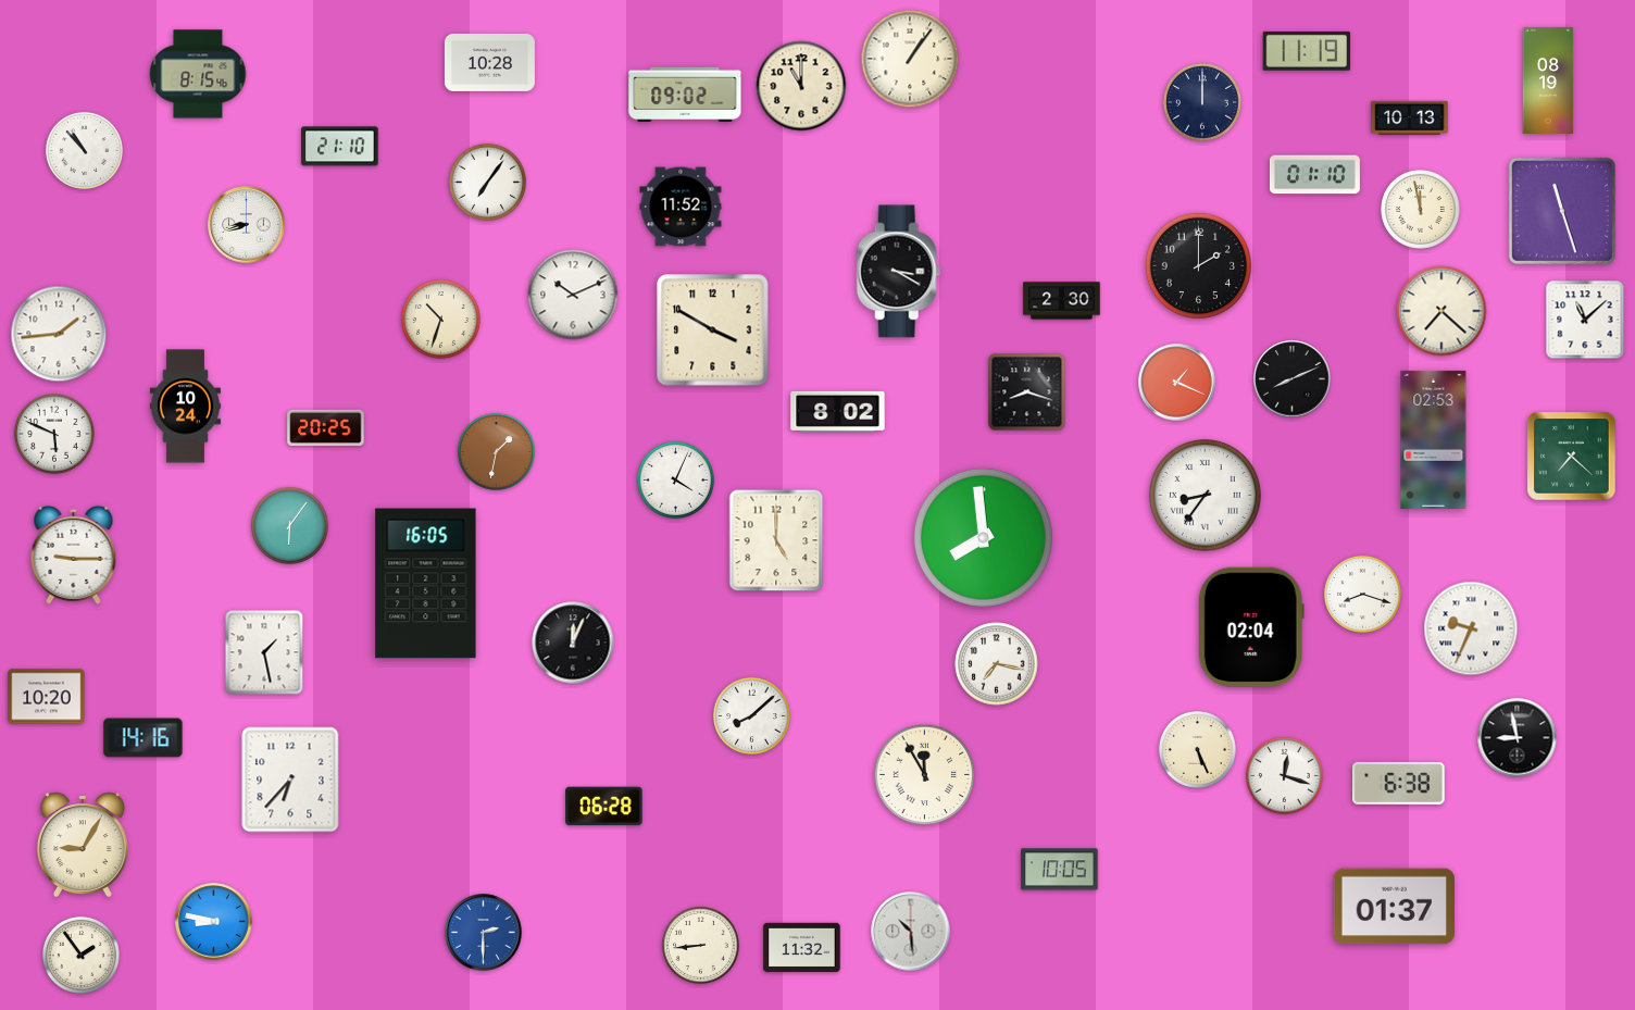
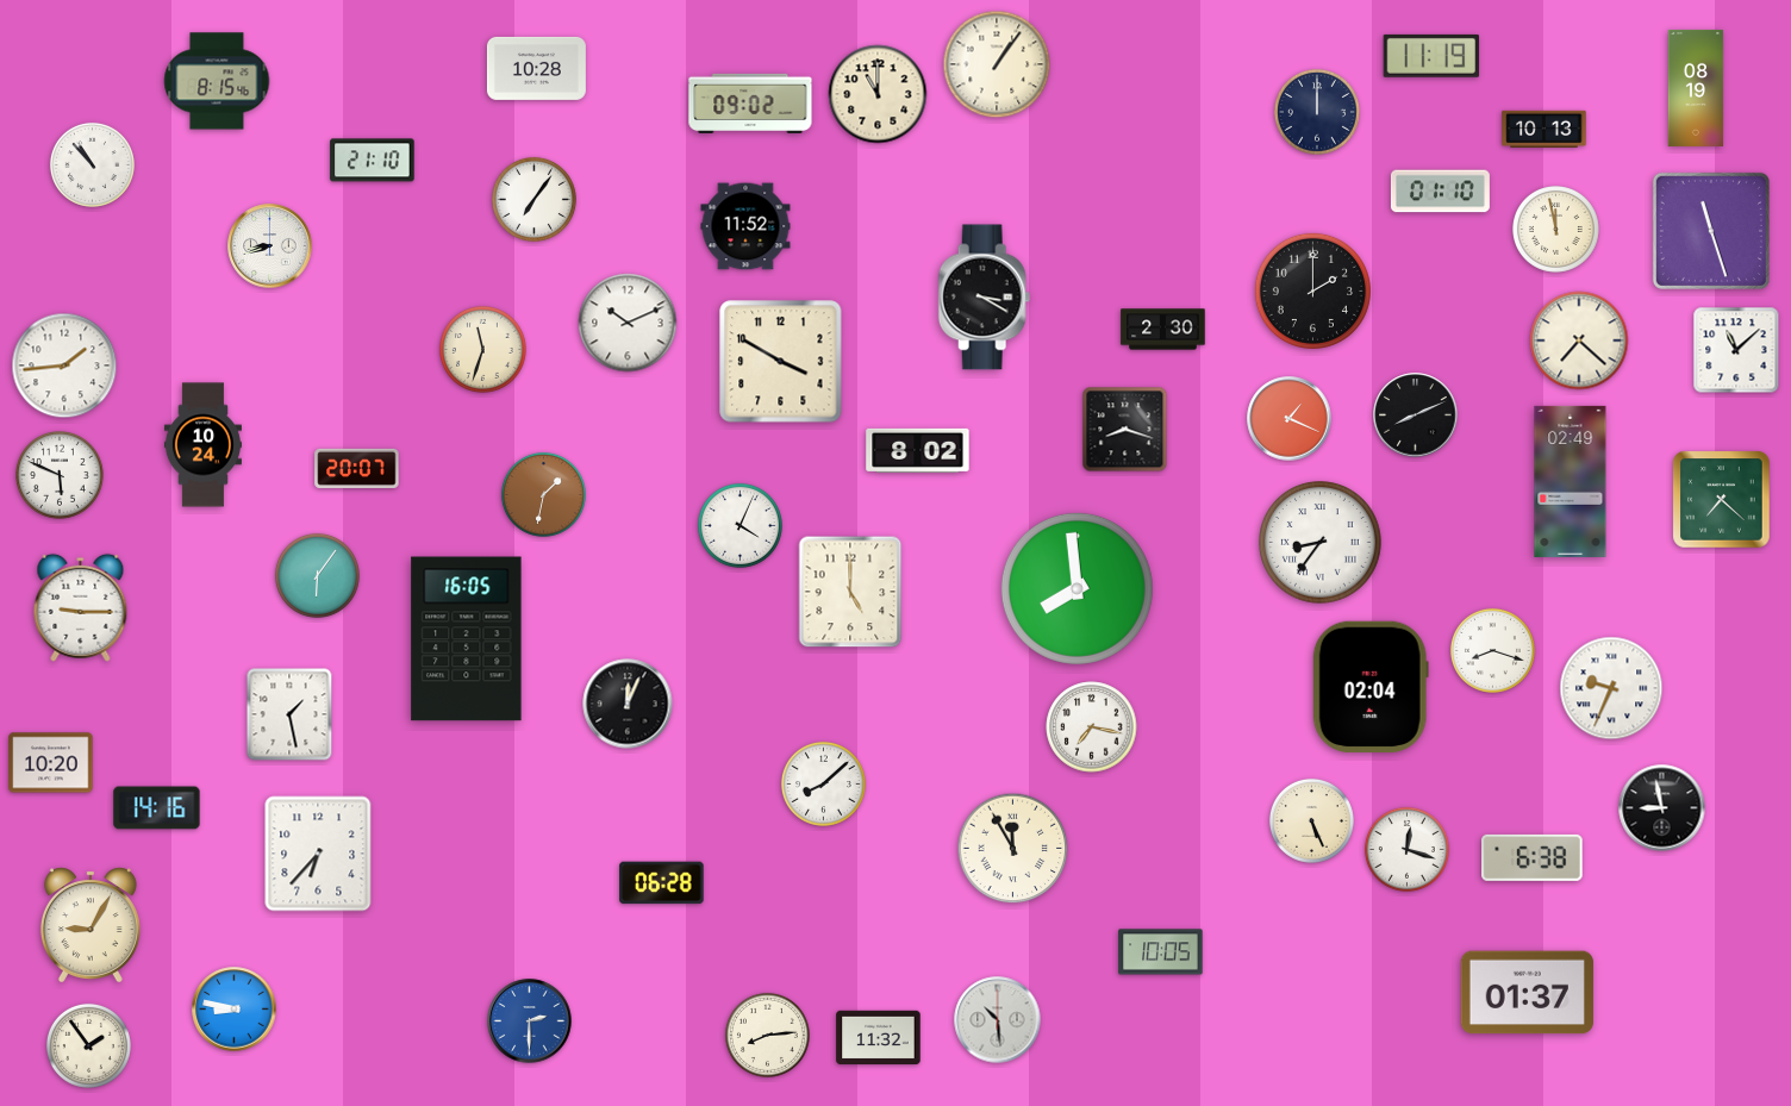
clock at (441, 320): 10:33 -> 11:33
clock at (326, 427): 20:25 -> 20:07
clock at (1434, 439): 02:53 -> 02:49
clock at (700, 945): 8:44 -> 8:14
